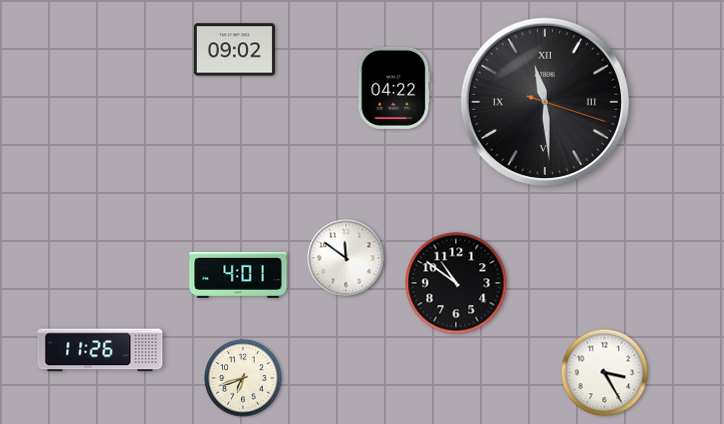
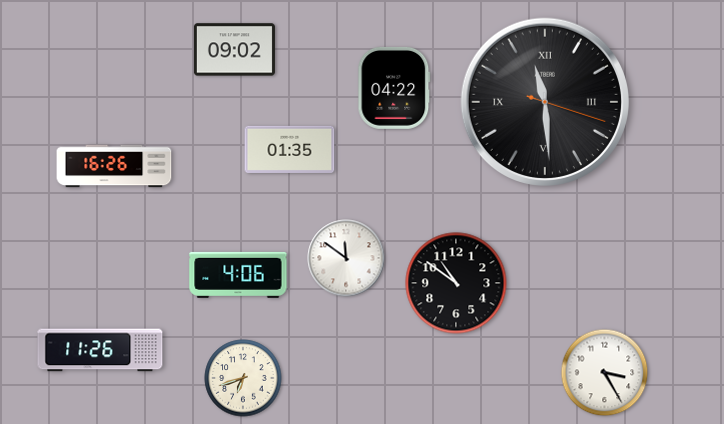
clock at (290, 149): none -> 01:35
clock at (114, 166): none -> 16:26
clock at (238, 275): 4:01 -> 4:06
